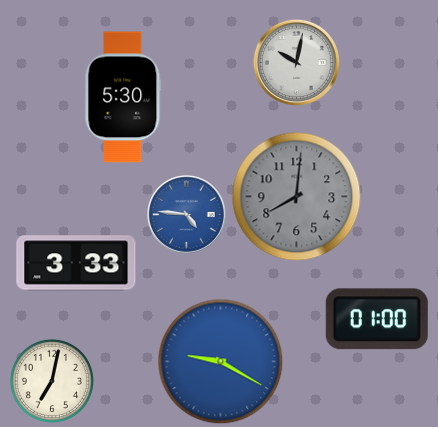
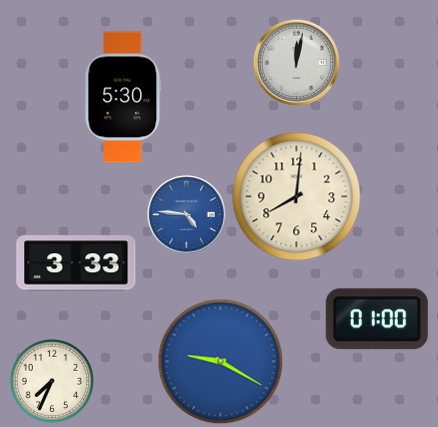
clock at (296, 62): 10:02 -> 12:02
clock at (297, 197) dial: grey -> cream
clock at (52, 381): 7:02 -> 7:34
